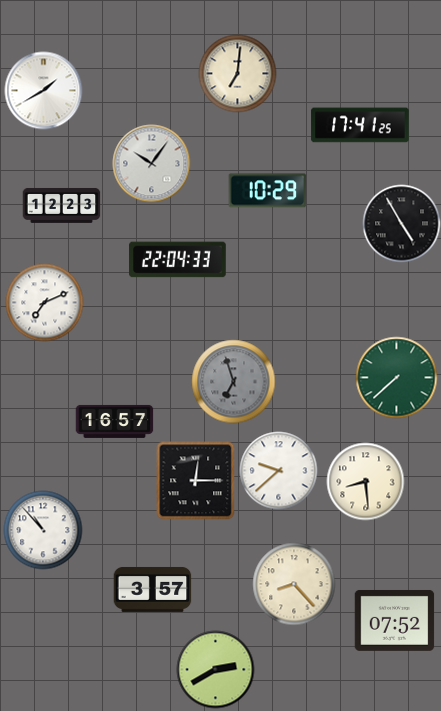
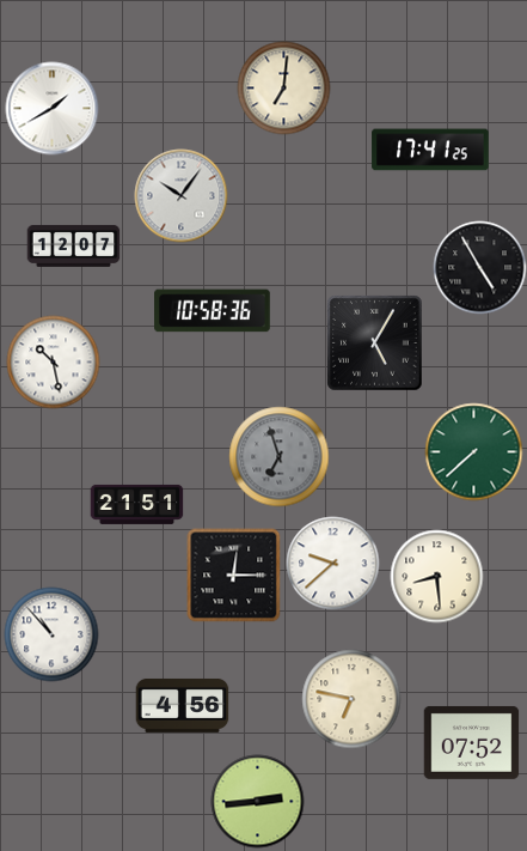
clock at (267, 191): 10:29 -> none
clock at (61, 205): 12:23 -> 12:07
clock at (178, 260): 22:04 -> 10:58
clock at (374, 342): none -> 5:05
clock at (44, 302): 7:11 -> 10:28
clock at (114, 421): 16:57 -> 21:51
clock at (294, 584): 8:23 -> 6:47
clock at (152, 589): 3:57 -> 4:56
clock at (215, 669): 2:40 -> 2:44
